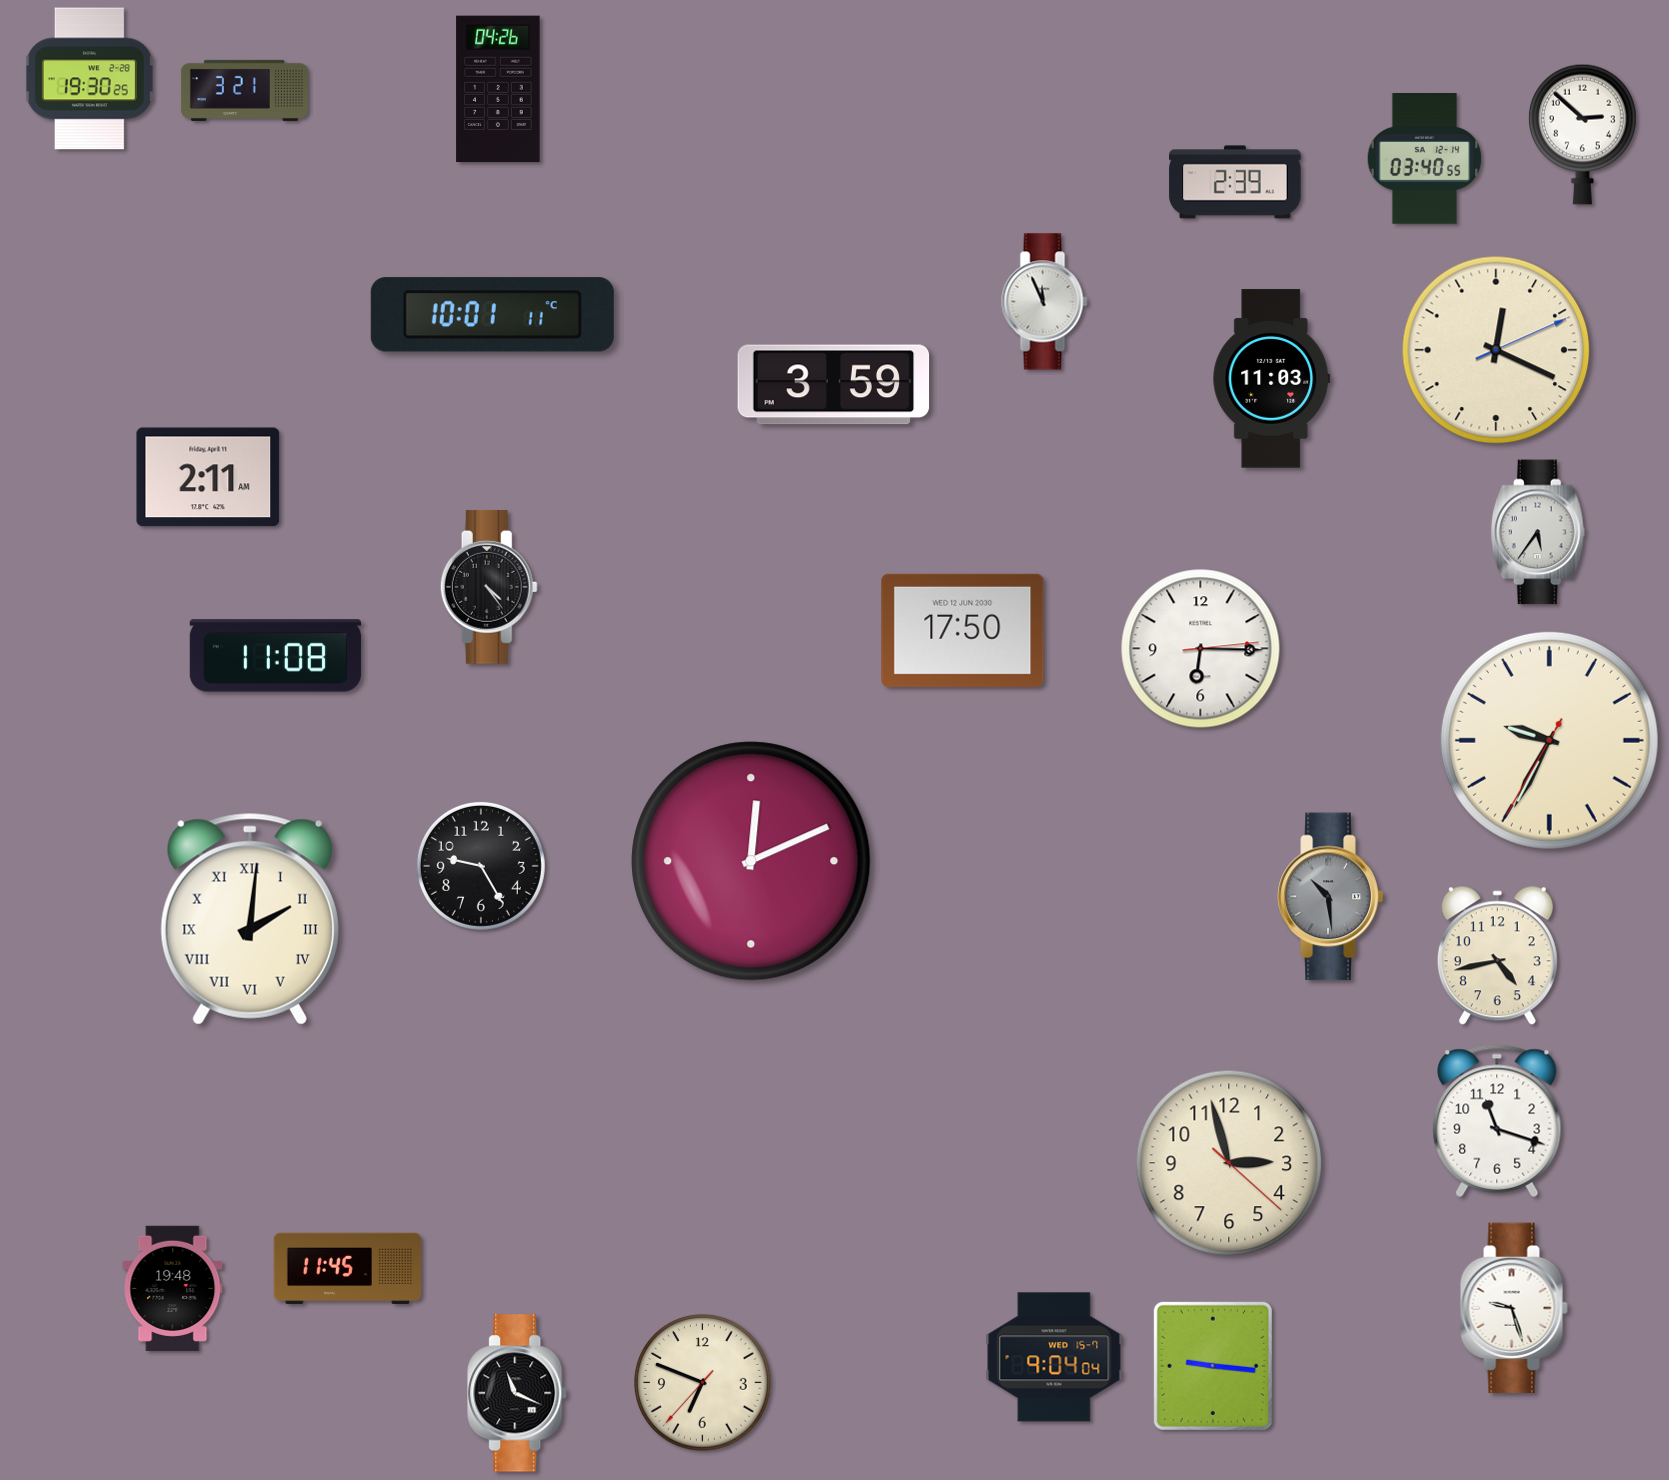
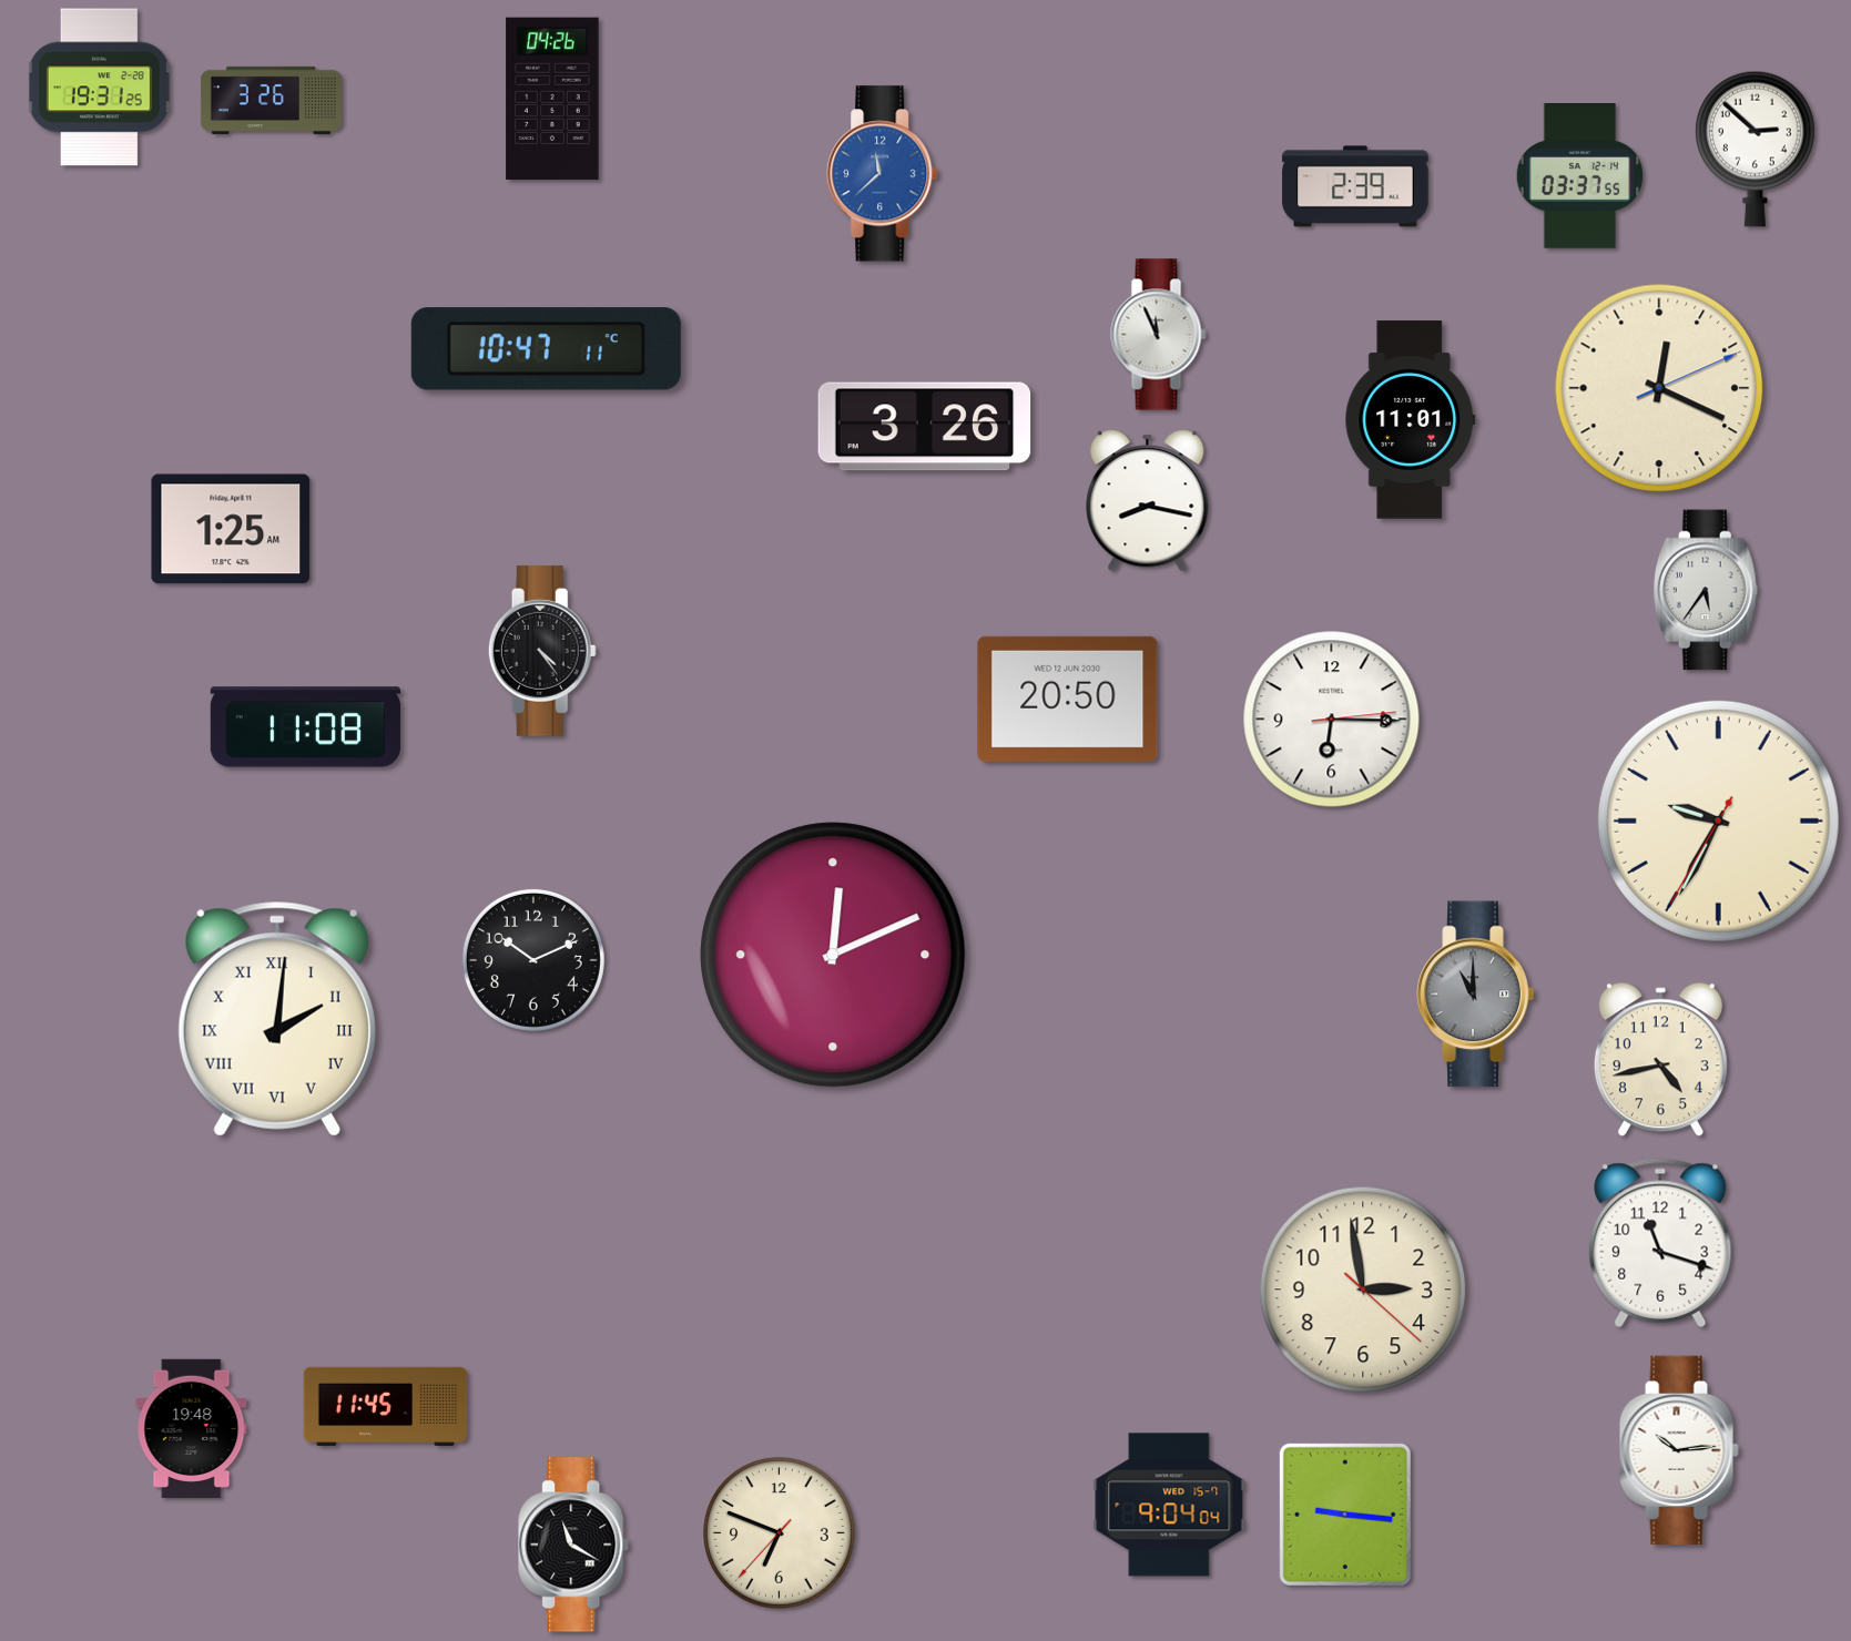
clock at (89, 79): 19:30 -> 19:31
clock at (244, 90): 3:21 -> 3:26
clock at (883, 174): none -> 11:38
clock at (1425, 159): 03:40 -> 03:37
clock at (1235, 182) position: (1235, 182) -> (1355, 186)
clock at (492, 315): 10:01 -> 10:47
clock at (1272, 379): 11:03 -> 11:01
clock at (834, 385): 3:59 -> 3:26
clock at (1148, 501): none -> 8:17
clock at (208, 477): 2:11 -> 1:25
clock at (963, 630): 17:50 -> 20:50
clock at (481, 866): 9:25 -> 10:11
clock at (1331, 897): 10:29 -> 11:00
clock at (1229, 1163): 2:57 -> 2:58
clock at (1514, 1307): 9:27 -> 10:14
clock at (518, 1393): 11:19 -> 11:20
